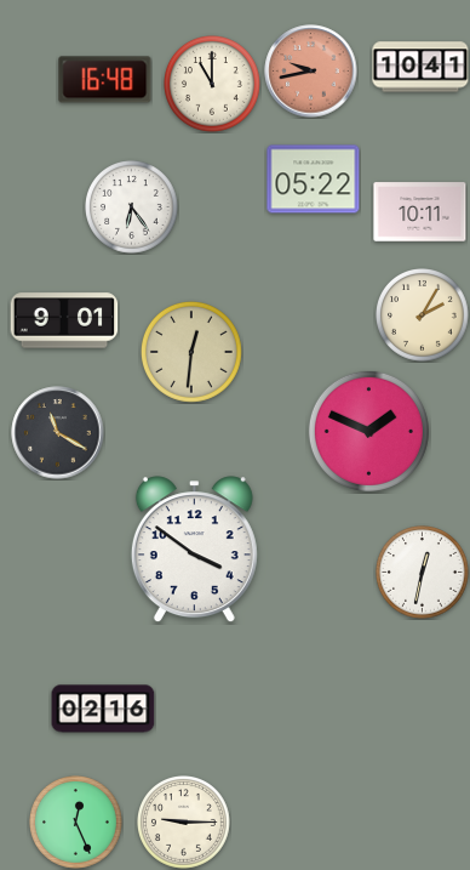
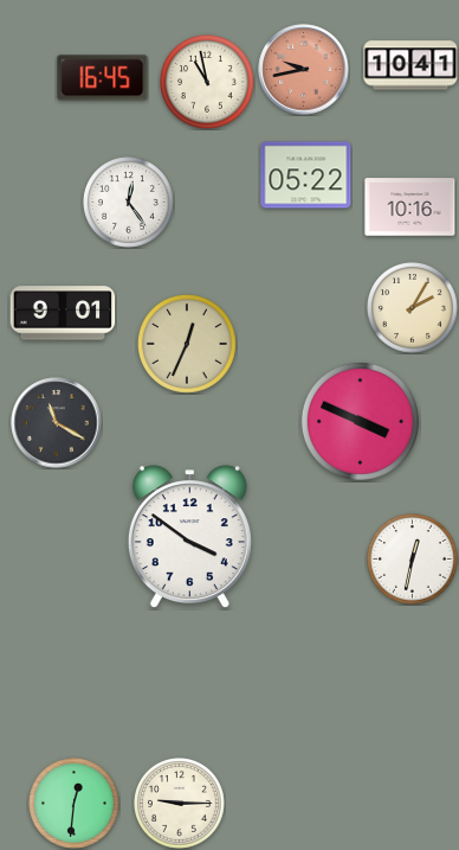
clock at (105, 80): 16:48 -> 16:45
clock at (213, 85): 11:00 -> 10:58
clock at (132, 207): 6:24 -> 12:24
clock at (420, 212): 10:11 -> 10:16
clock at (191, 352): 12:31 -> 12:34
clock at (368, 431): 1:49 -> 3:49
clock at (103, 709): 02:16 -> none
clock at (76, 823): 12:26 -> 12:31
